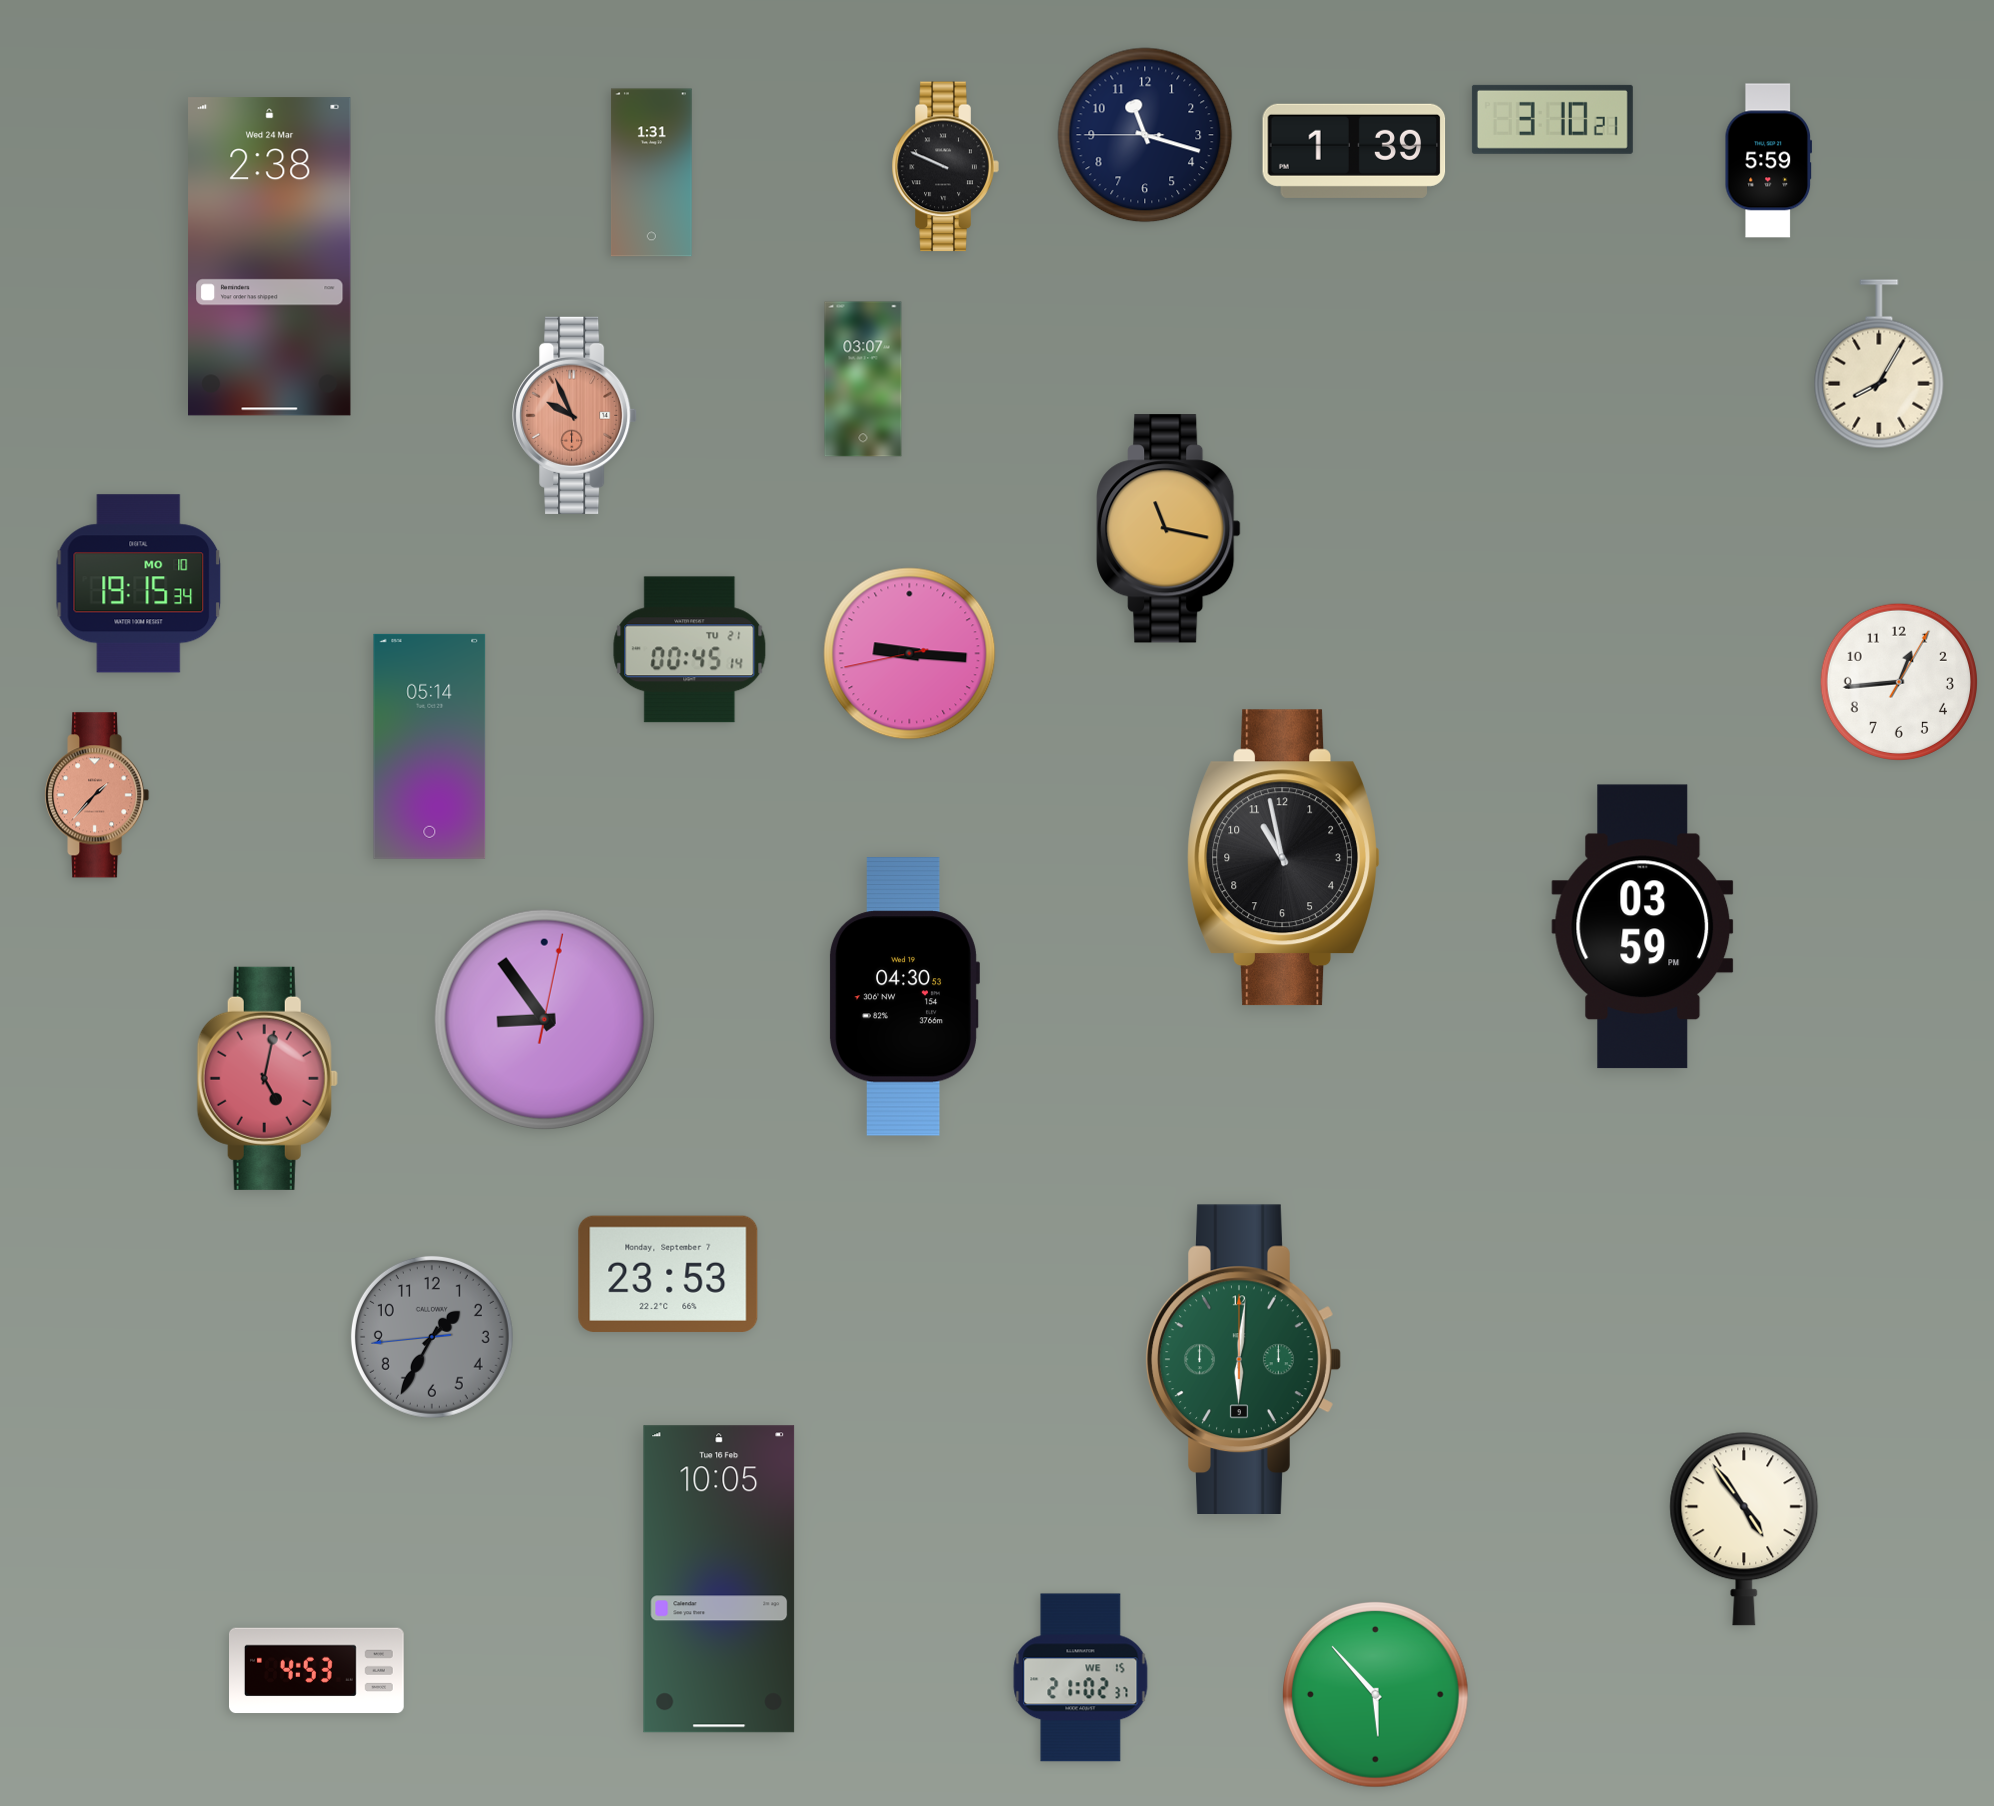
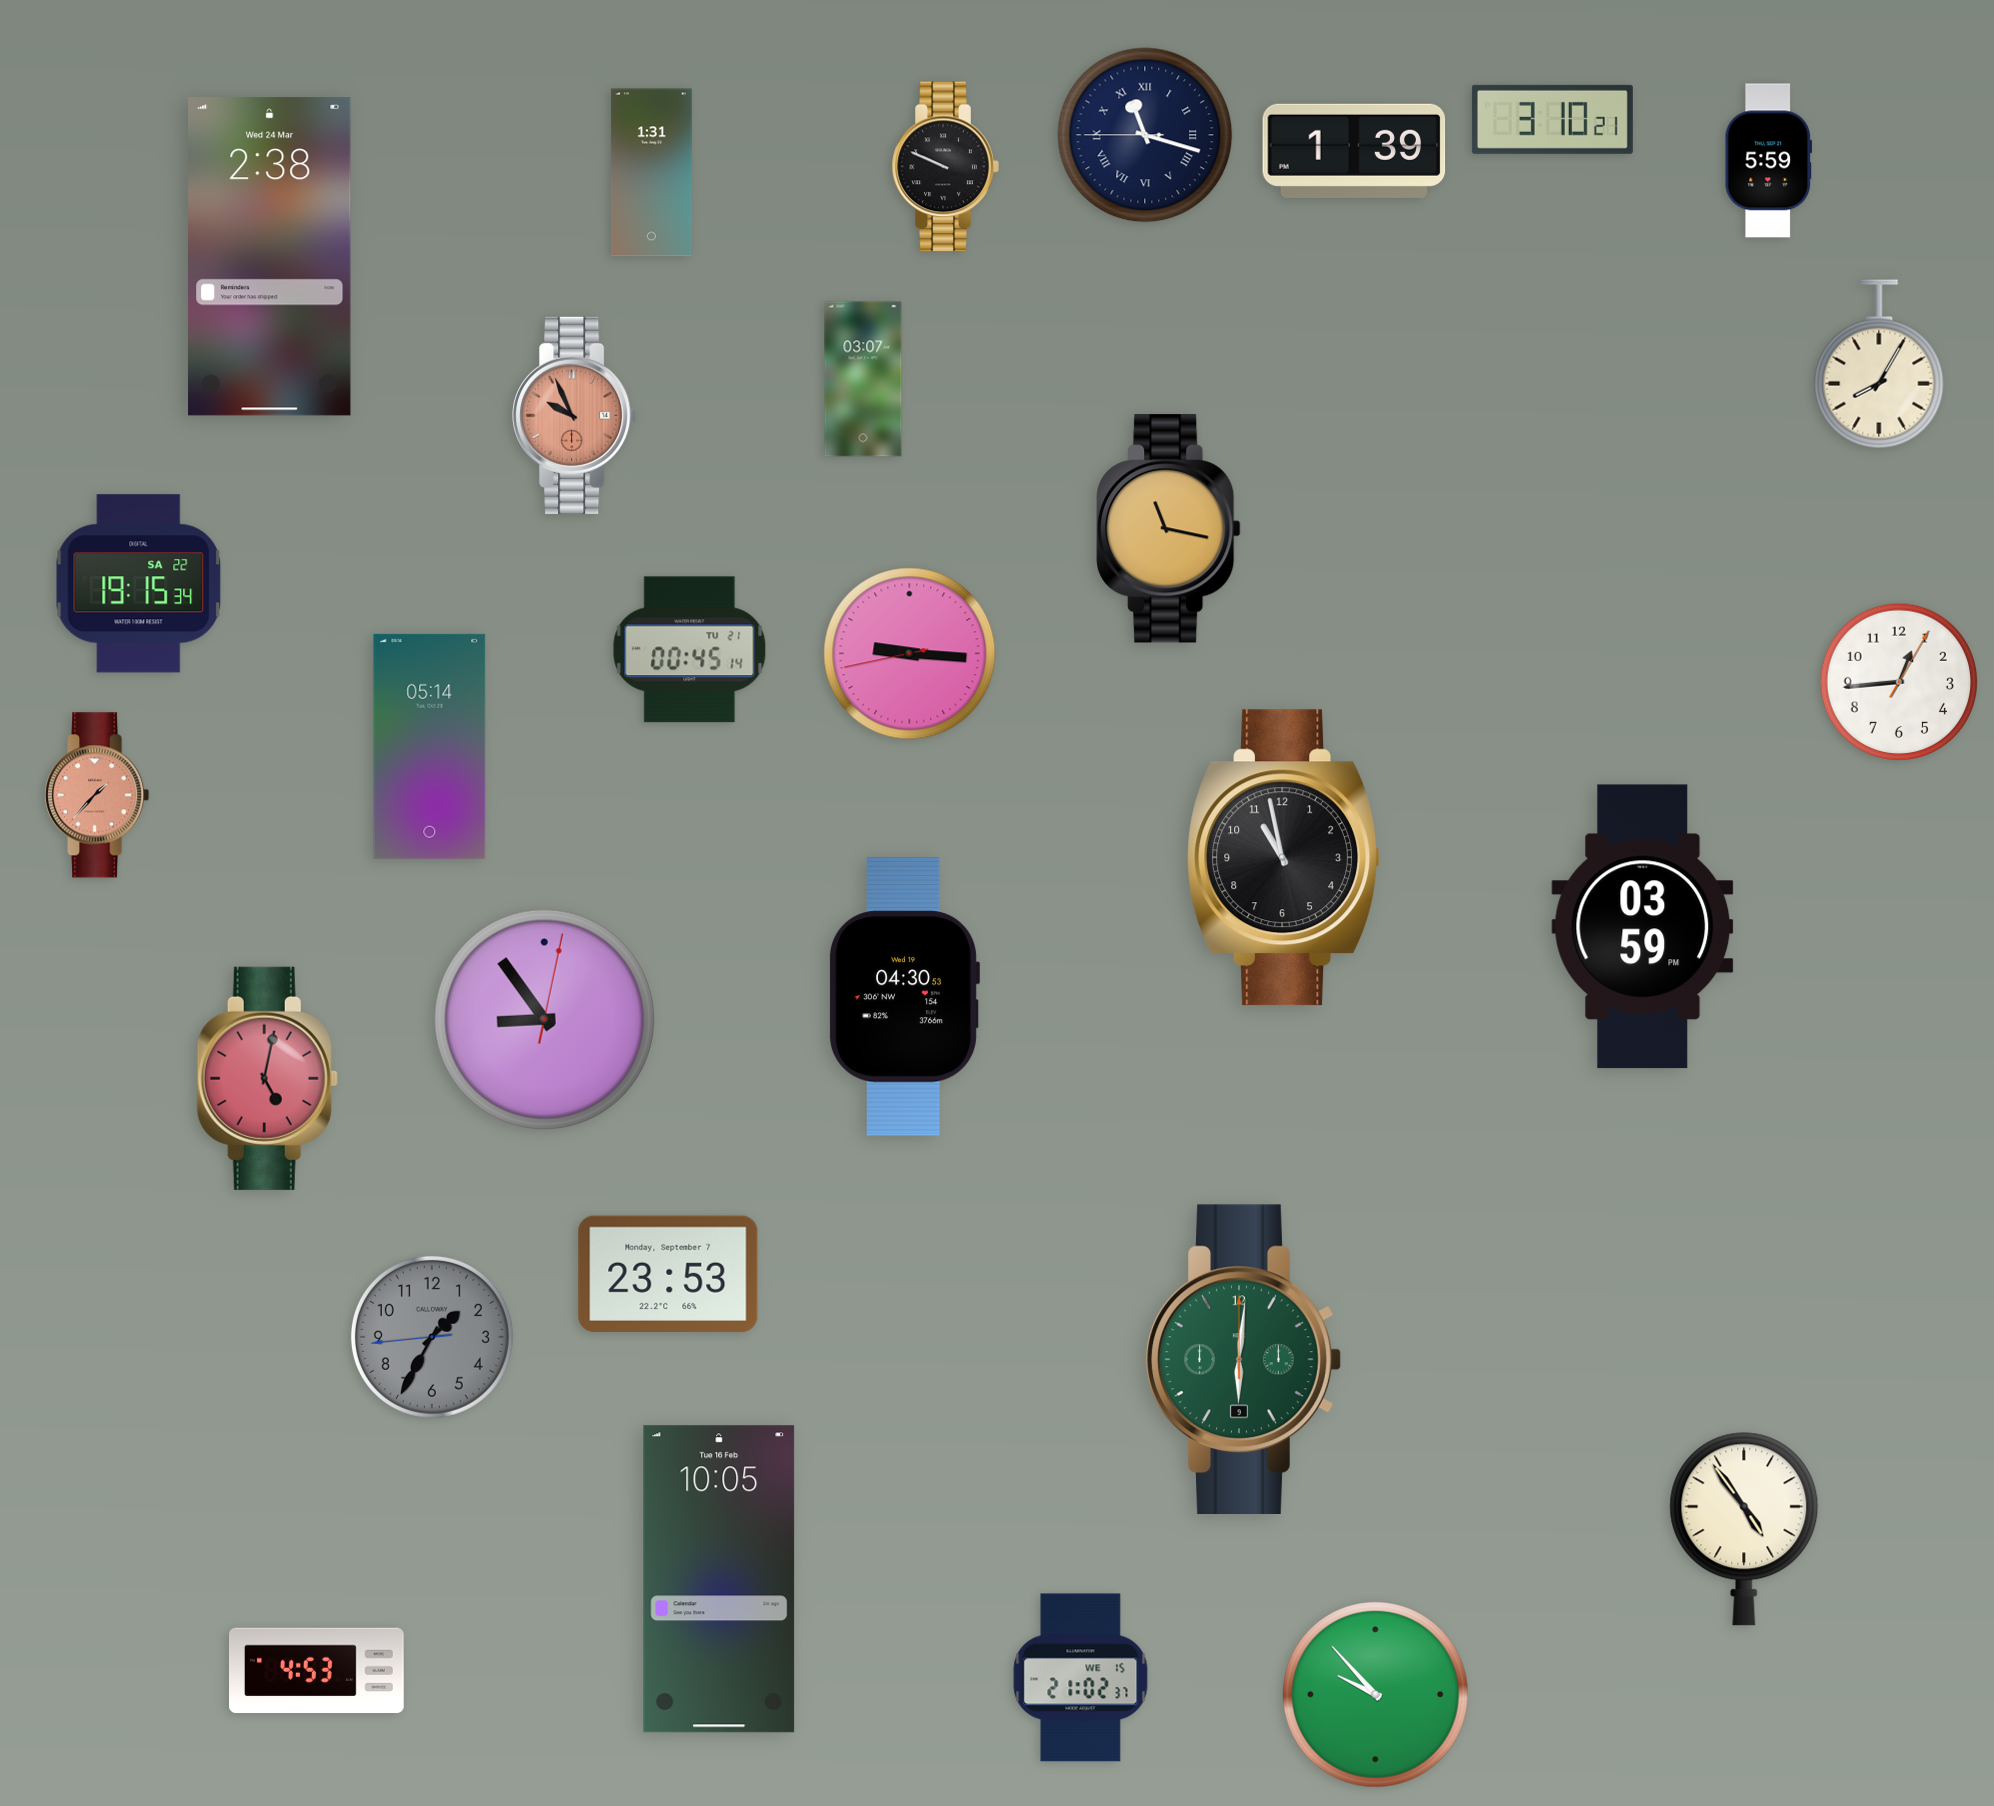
clock at (1145, 135) numerals: Arabic -> Roman
clock at (139, 584) date: MO 10 -> SA 22
clock at (1376, 1695): 5:53 -> 9:53
